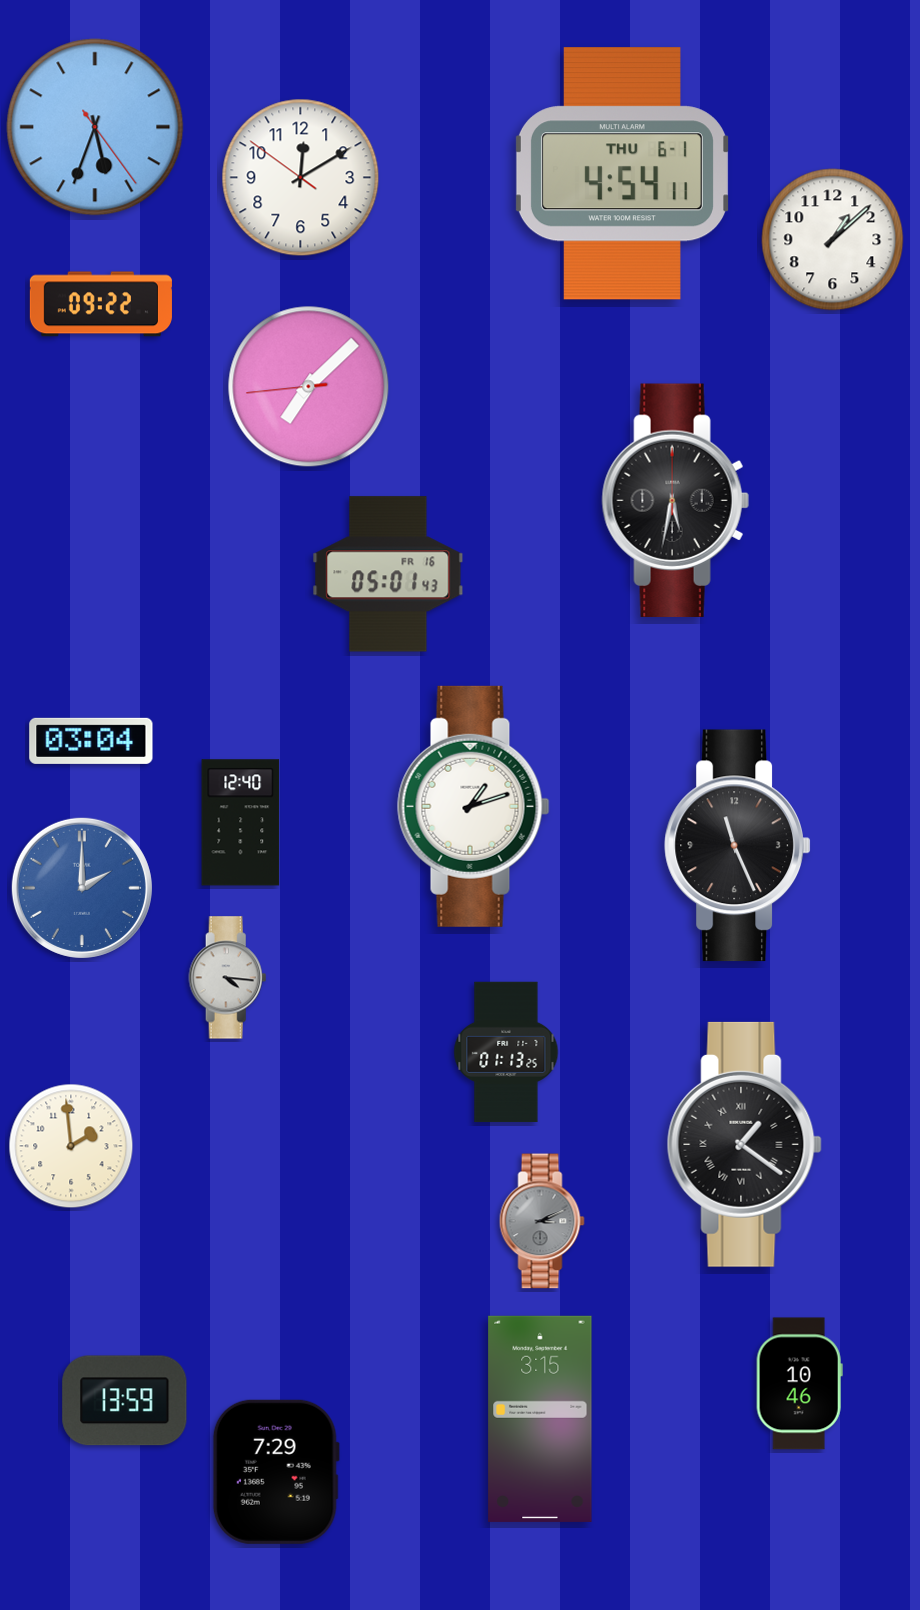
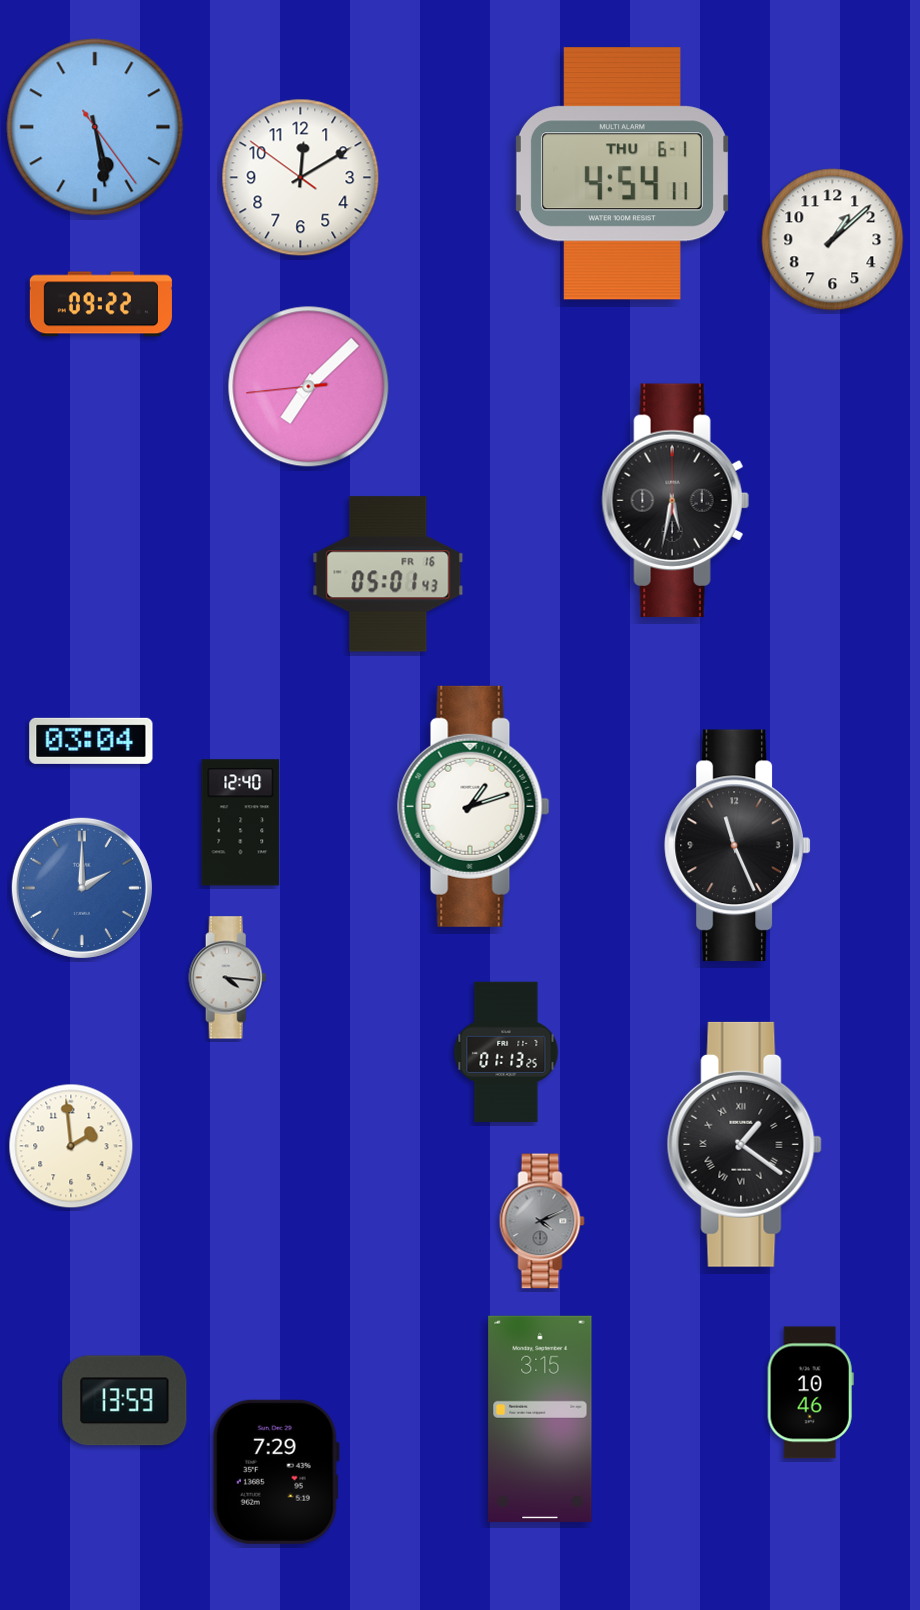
clock at (95, 127): 5:33 -> 5:28
clock at (542, 1221): 3:11 -> 4:11
clock at (799, 1384) position: (799, 1384) -> (810, 1393)
